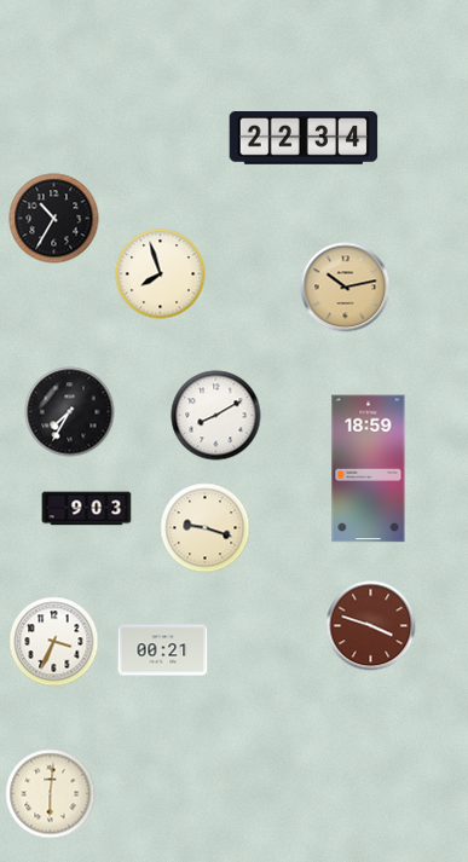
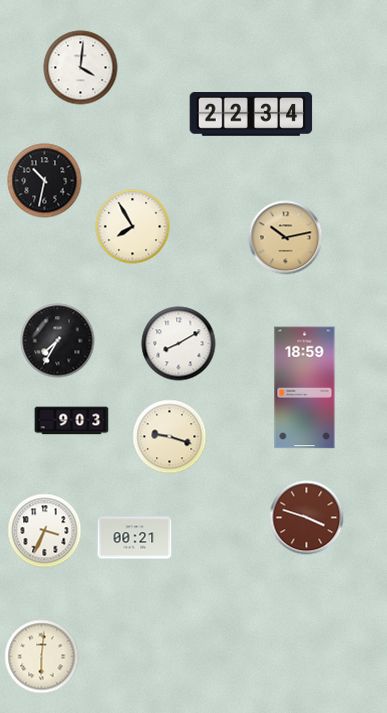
clock at (81, 68): none -> 4:01
clock at (54, 219): 10:35 -> 10:32
clock at (161, 274): 7:57 -> 7:55
